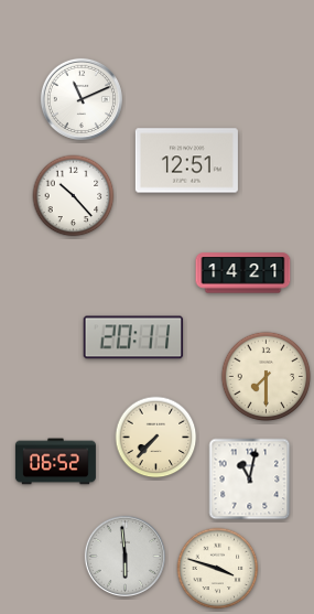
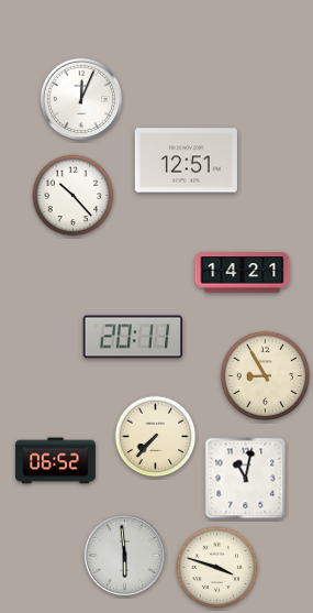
clock at (82, 99): 11:11 -> 12:04
clock at (267, 377): 7:30 -> 8:55
clock at (250, 480) position: (250, 480) -> (246, 479)
